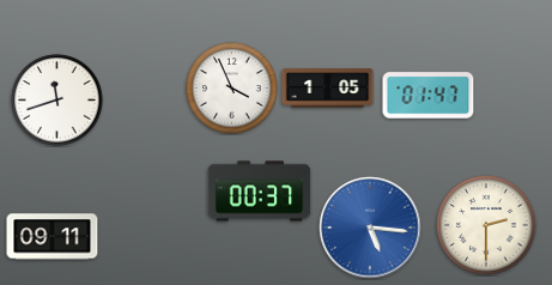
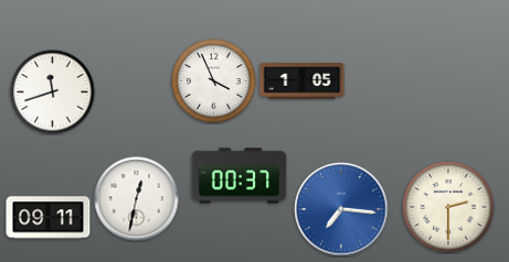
clock at (429, 96): 01:47 -> none
clock at (137, 199): none -> 12:32
clock at (370, 228): 5:16 -> 7:16
